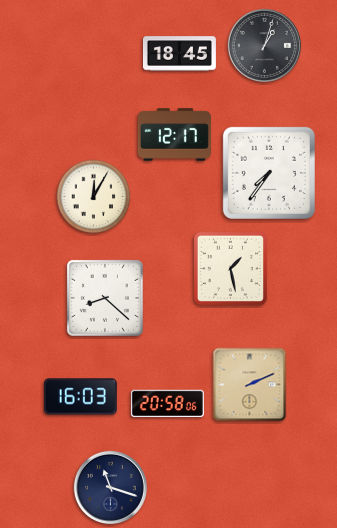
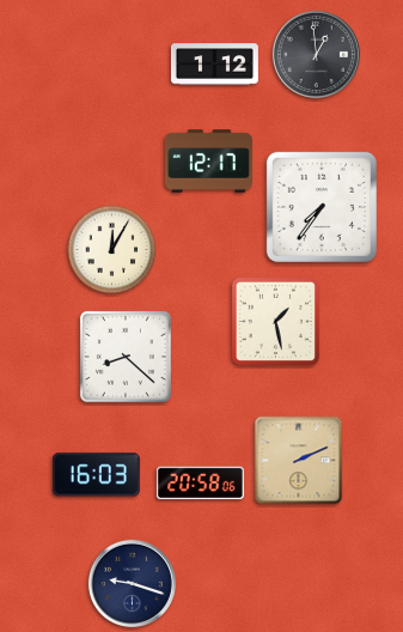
clock at (264, 45): 1:03 -> 12:59
clock at (179, 54): 18:45 -> 1:12
clock at (94, 197) position: (94, 197) -> (112, 250)
clock at (110, 487): 11:18 -> 9:18
